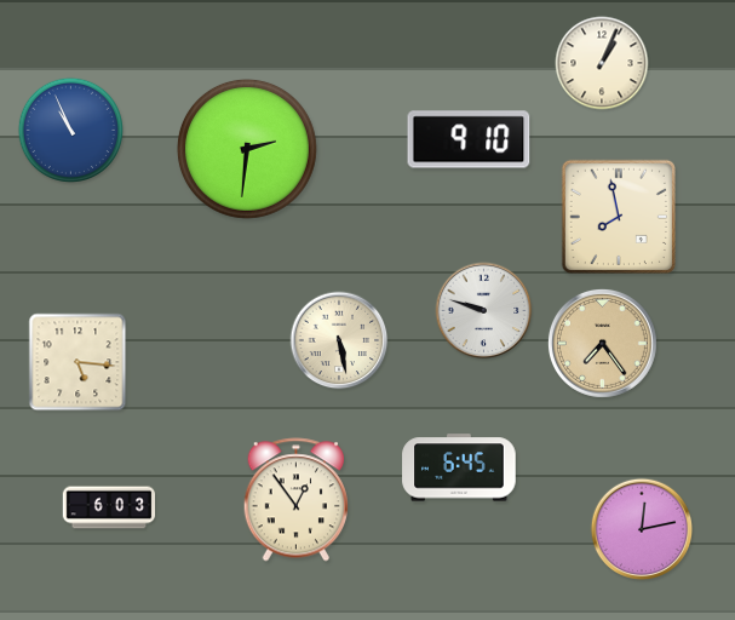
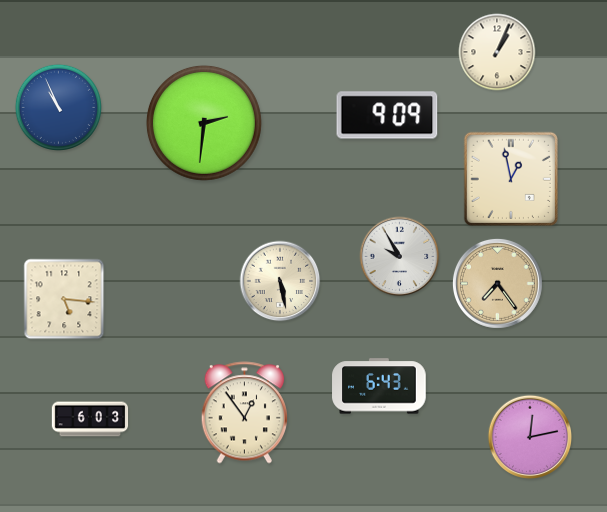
clock at (469, 139): 9:10 -> 9:09
clock at (619, 217): 7:58 -> 12:58
clock at (484, 311): 9:48 -> 9:55
clock at (459, 467): 6:45 -> 6:43
